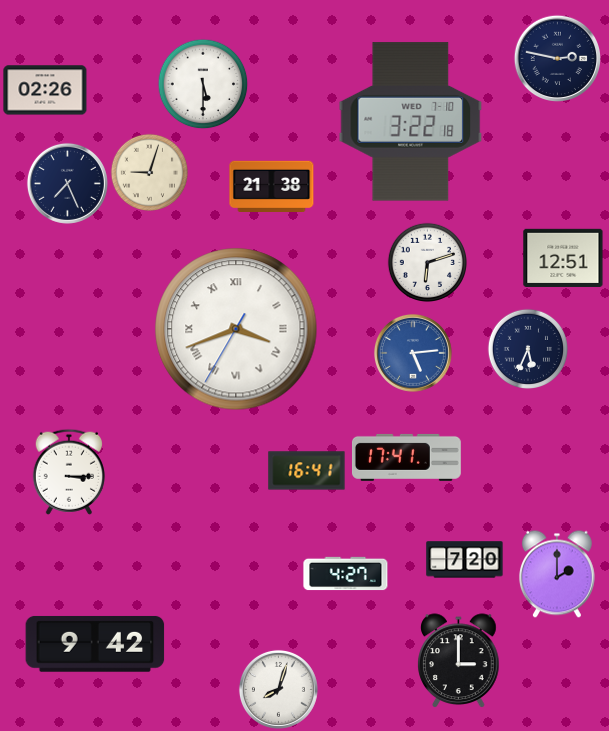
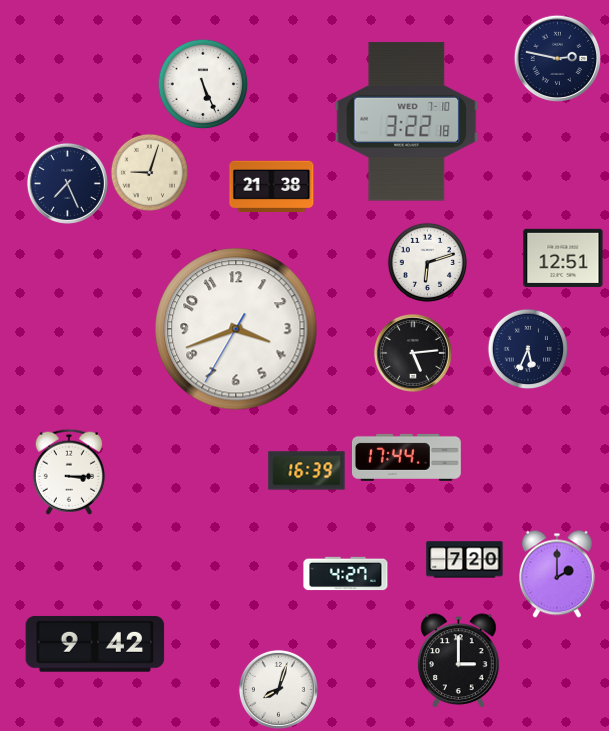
clock at (203, 84): 5:30 -> 5:26
clock at (45, 90): 02:26 -> none
clock at (411, 122) position: (411, 122) -> (407, 122)
clock at (236, 329) numerals: Roman -> Arabic
clock at (413, 353) dial: blue -> black
clock at (406, 457): 17:41 -> 17:44
clock at (307, 471): 16:41 -> 16:39
